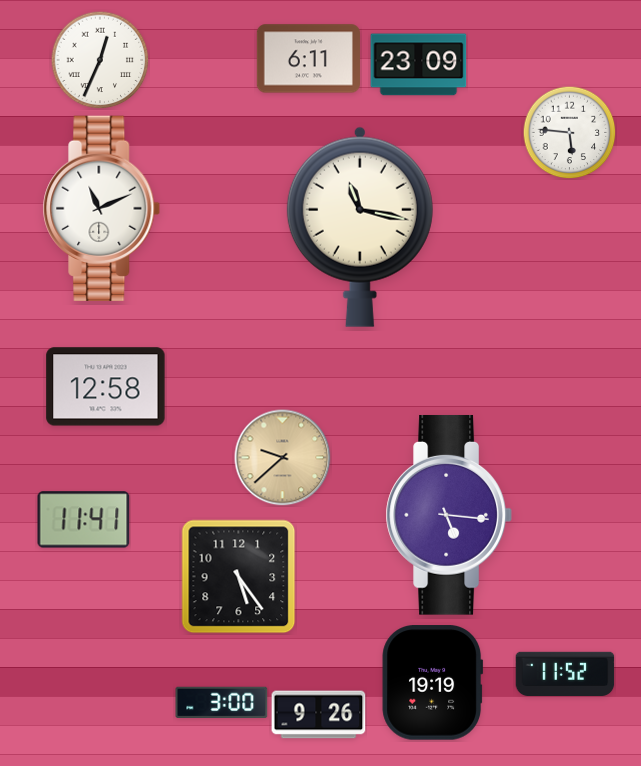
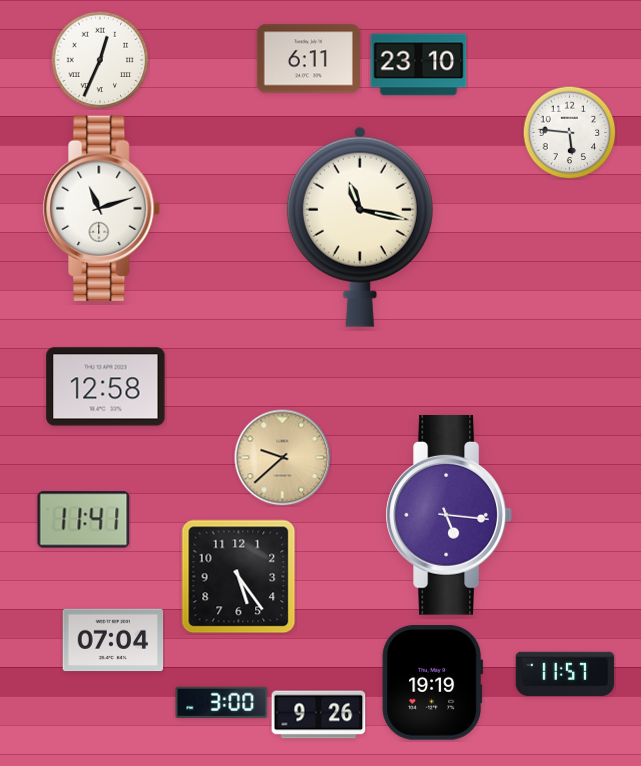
clock at (419, 65): 23:09 -> 23:10
clock at (102, 208): 11:11 -> 11:12
clock at (113, 640): none -> 07:04
clock at (565, 674): 11:52 -> 11:57
